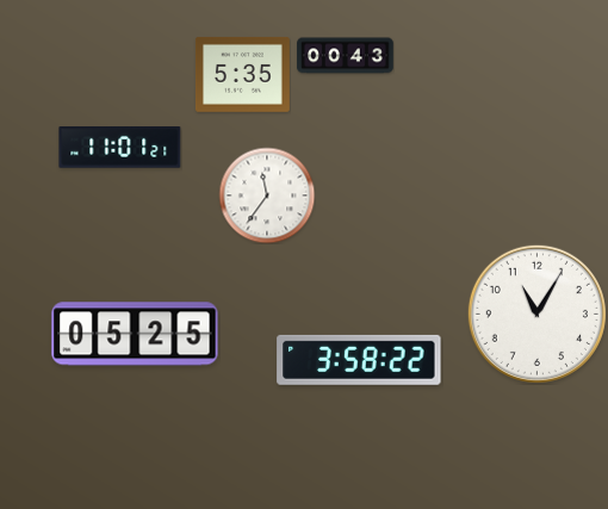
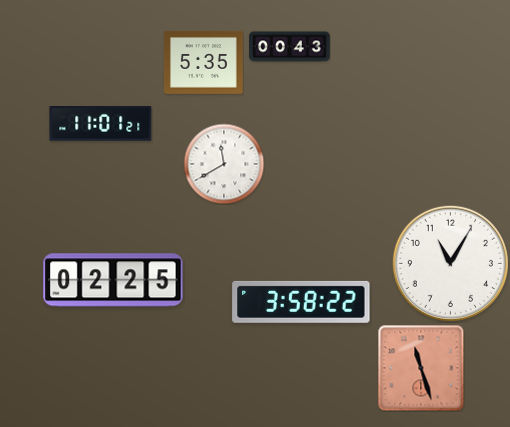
clock at (267, 195): 11:36 -> 11:40
clock at (135, 334): 05:25 -> 02:25
clock at (421, 368): none -> 11:27
